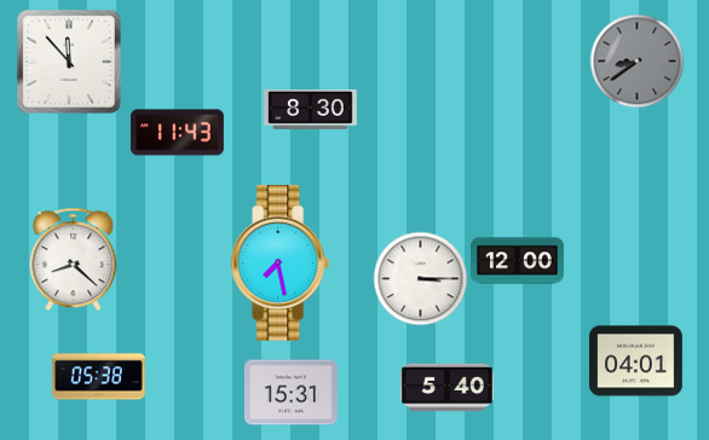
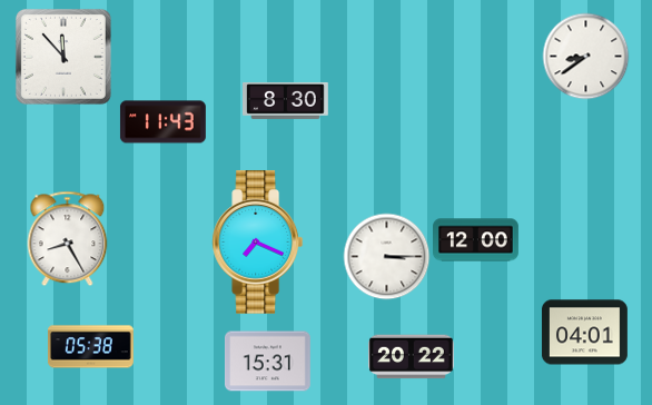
clock at (636, 60) dial: grey -> white
clock at (74, 259): 8:22 -> 8:25
clock at (281, 264): 7:28 -> 7:19
clock at (448, 388): 5:40 -> 20:22
